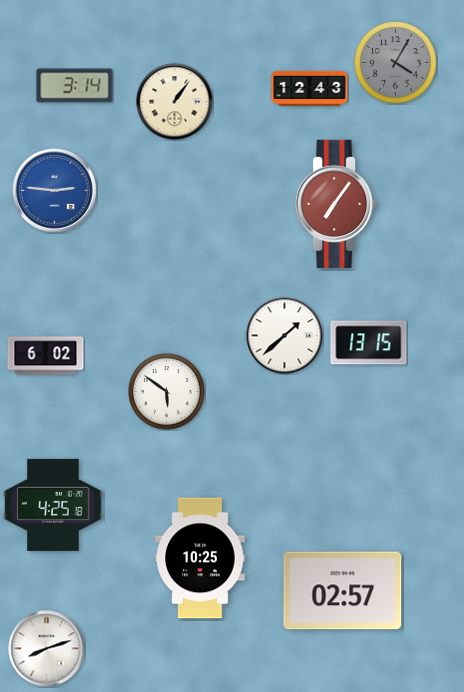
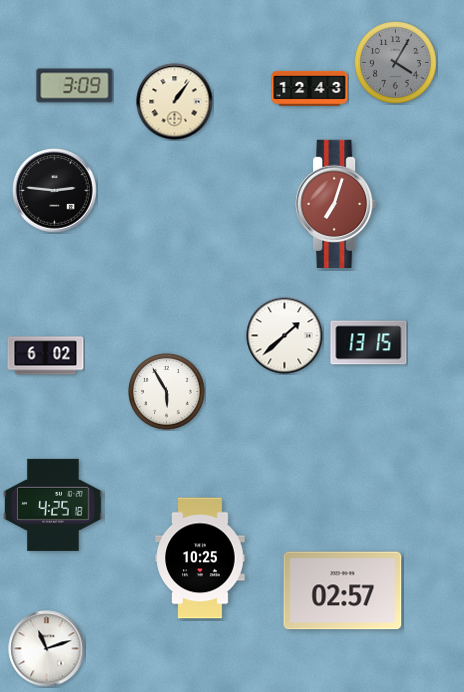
clock at (75, 86): 3:14 -> 3:09
clock at (55, 191) dial: blue -> black
clock at (336, 203): 7:06 -> 7:03
clock at (167, 392): 5:51 -> 5:55
clock at (47, 649): 8:12 -> 11:12
